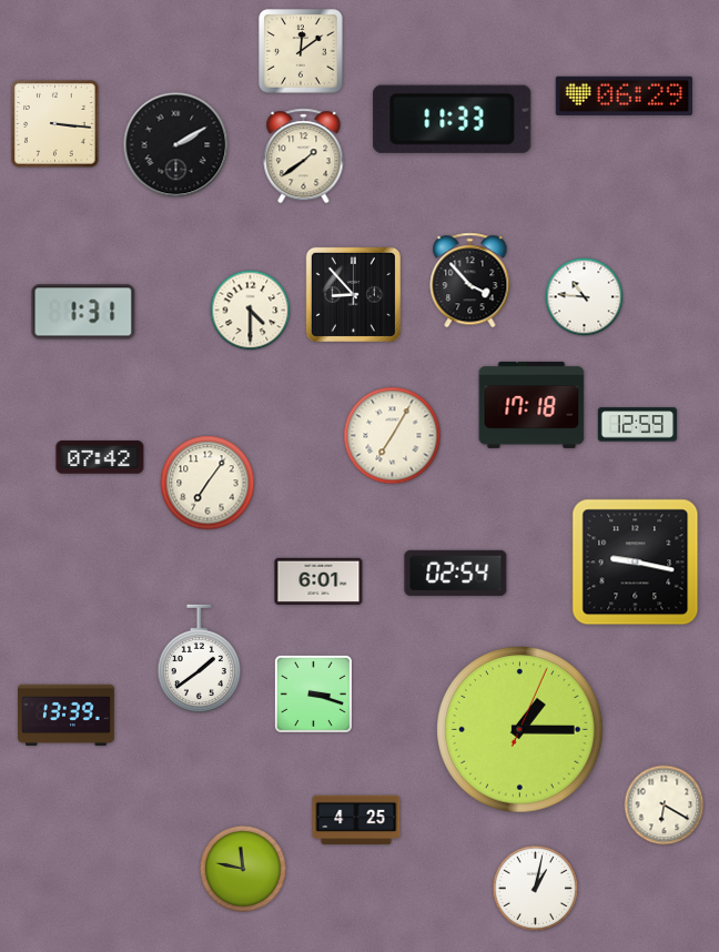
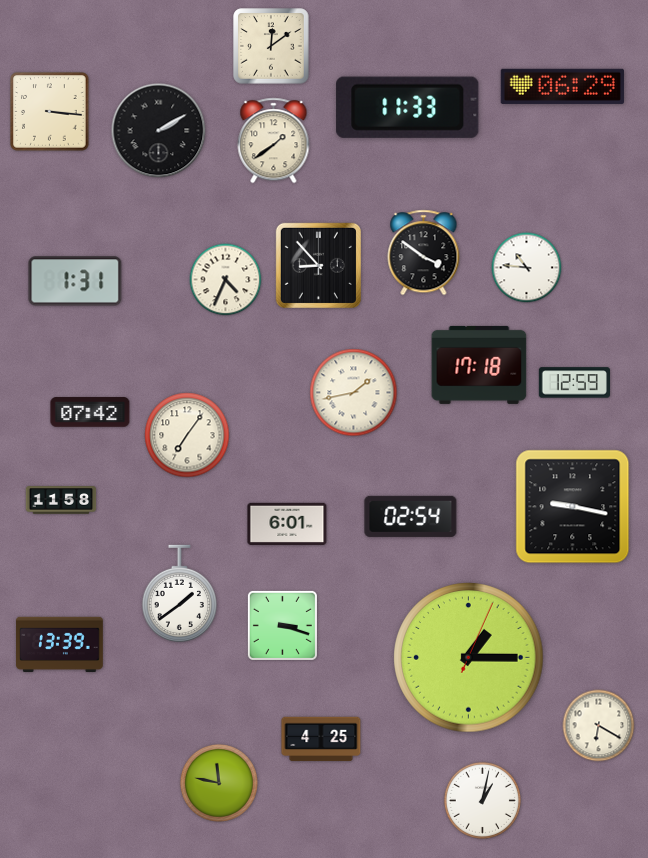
clock at (470, 281): 3:53 -> 3:51
clock at (251, 311): 4:30 -> 4:34
clock at (393, 436): 7:05 -> 1:43
clock at (61, 500): none -> 11:58
